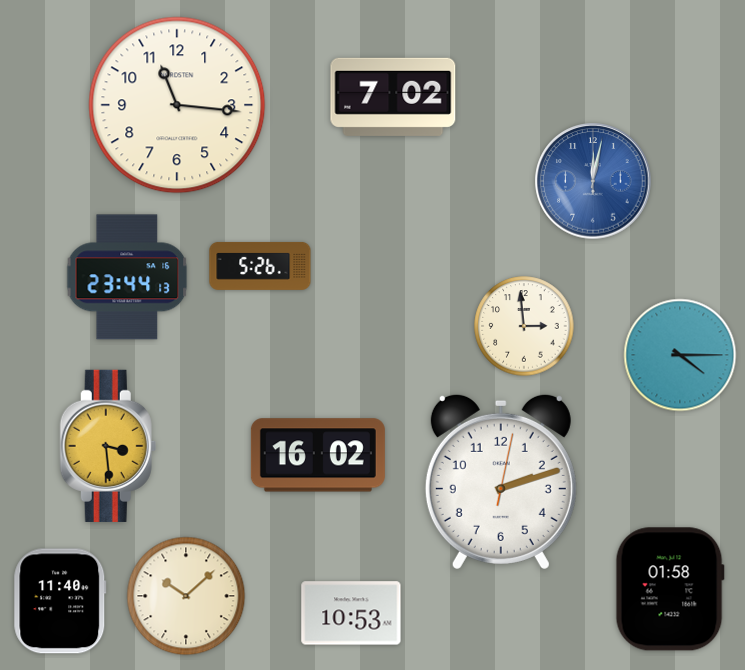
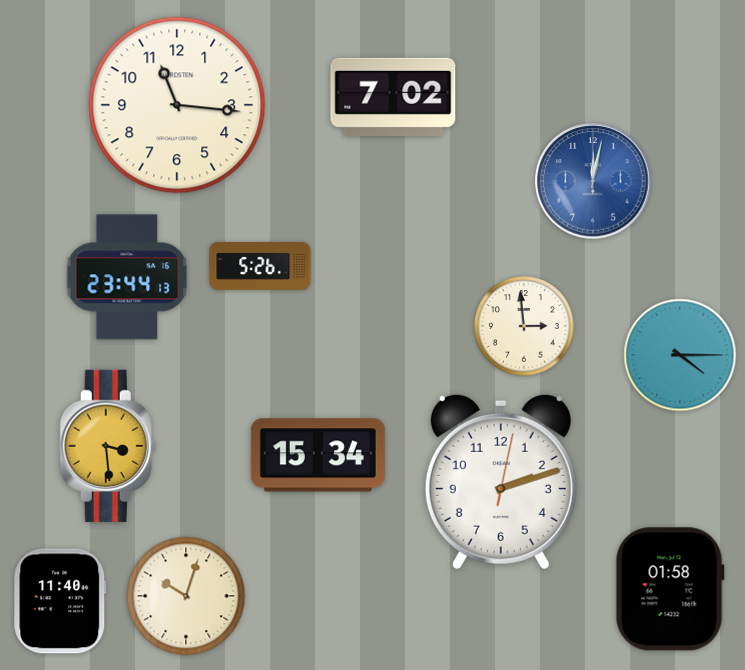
clock at (318, 455): 16:02 -> 15:34
clock at (186, 596): 10:08 -> 10:03
clock at (351, 613): 10:53 -> none
